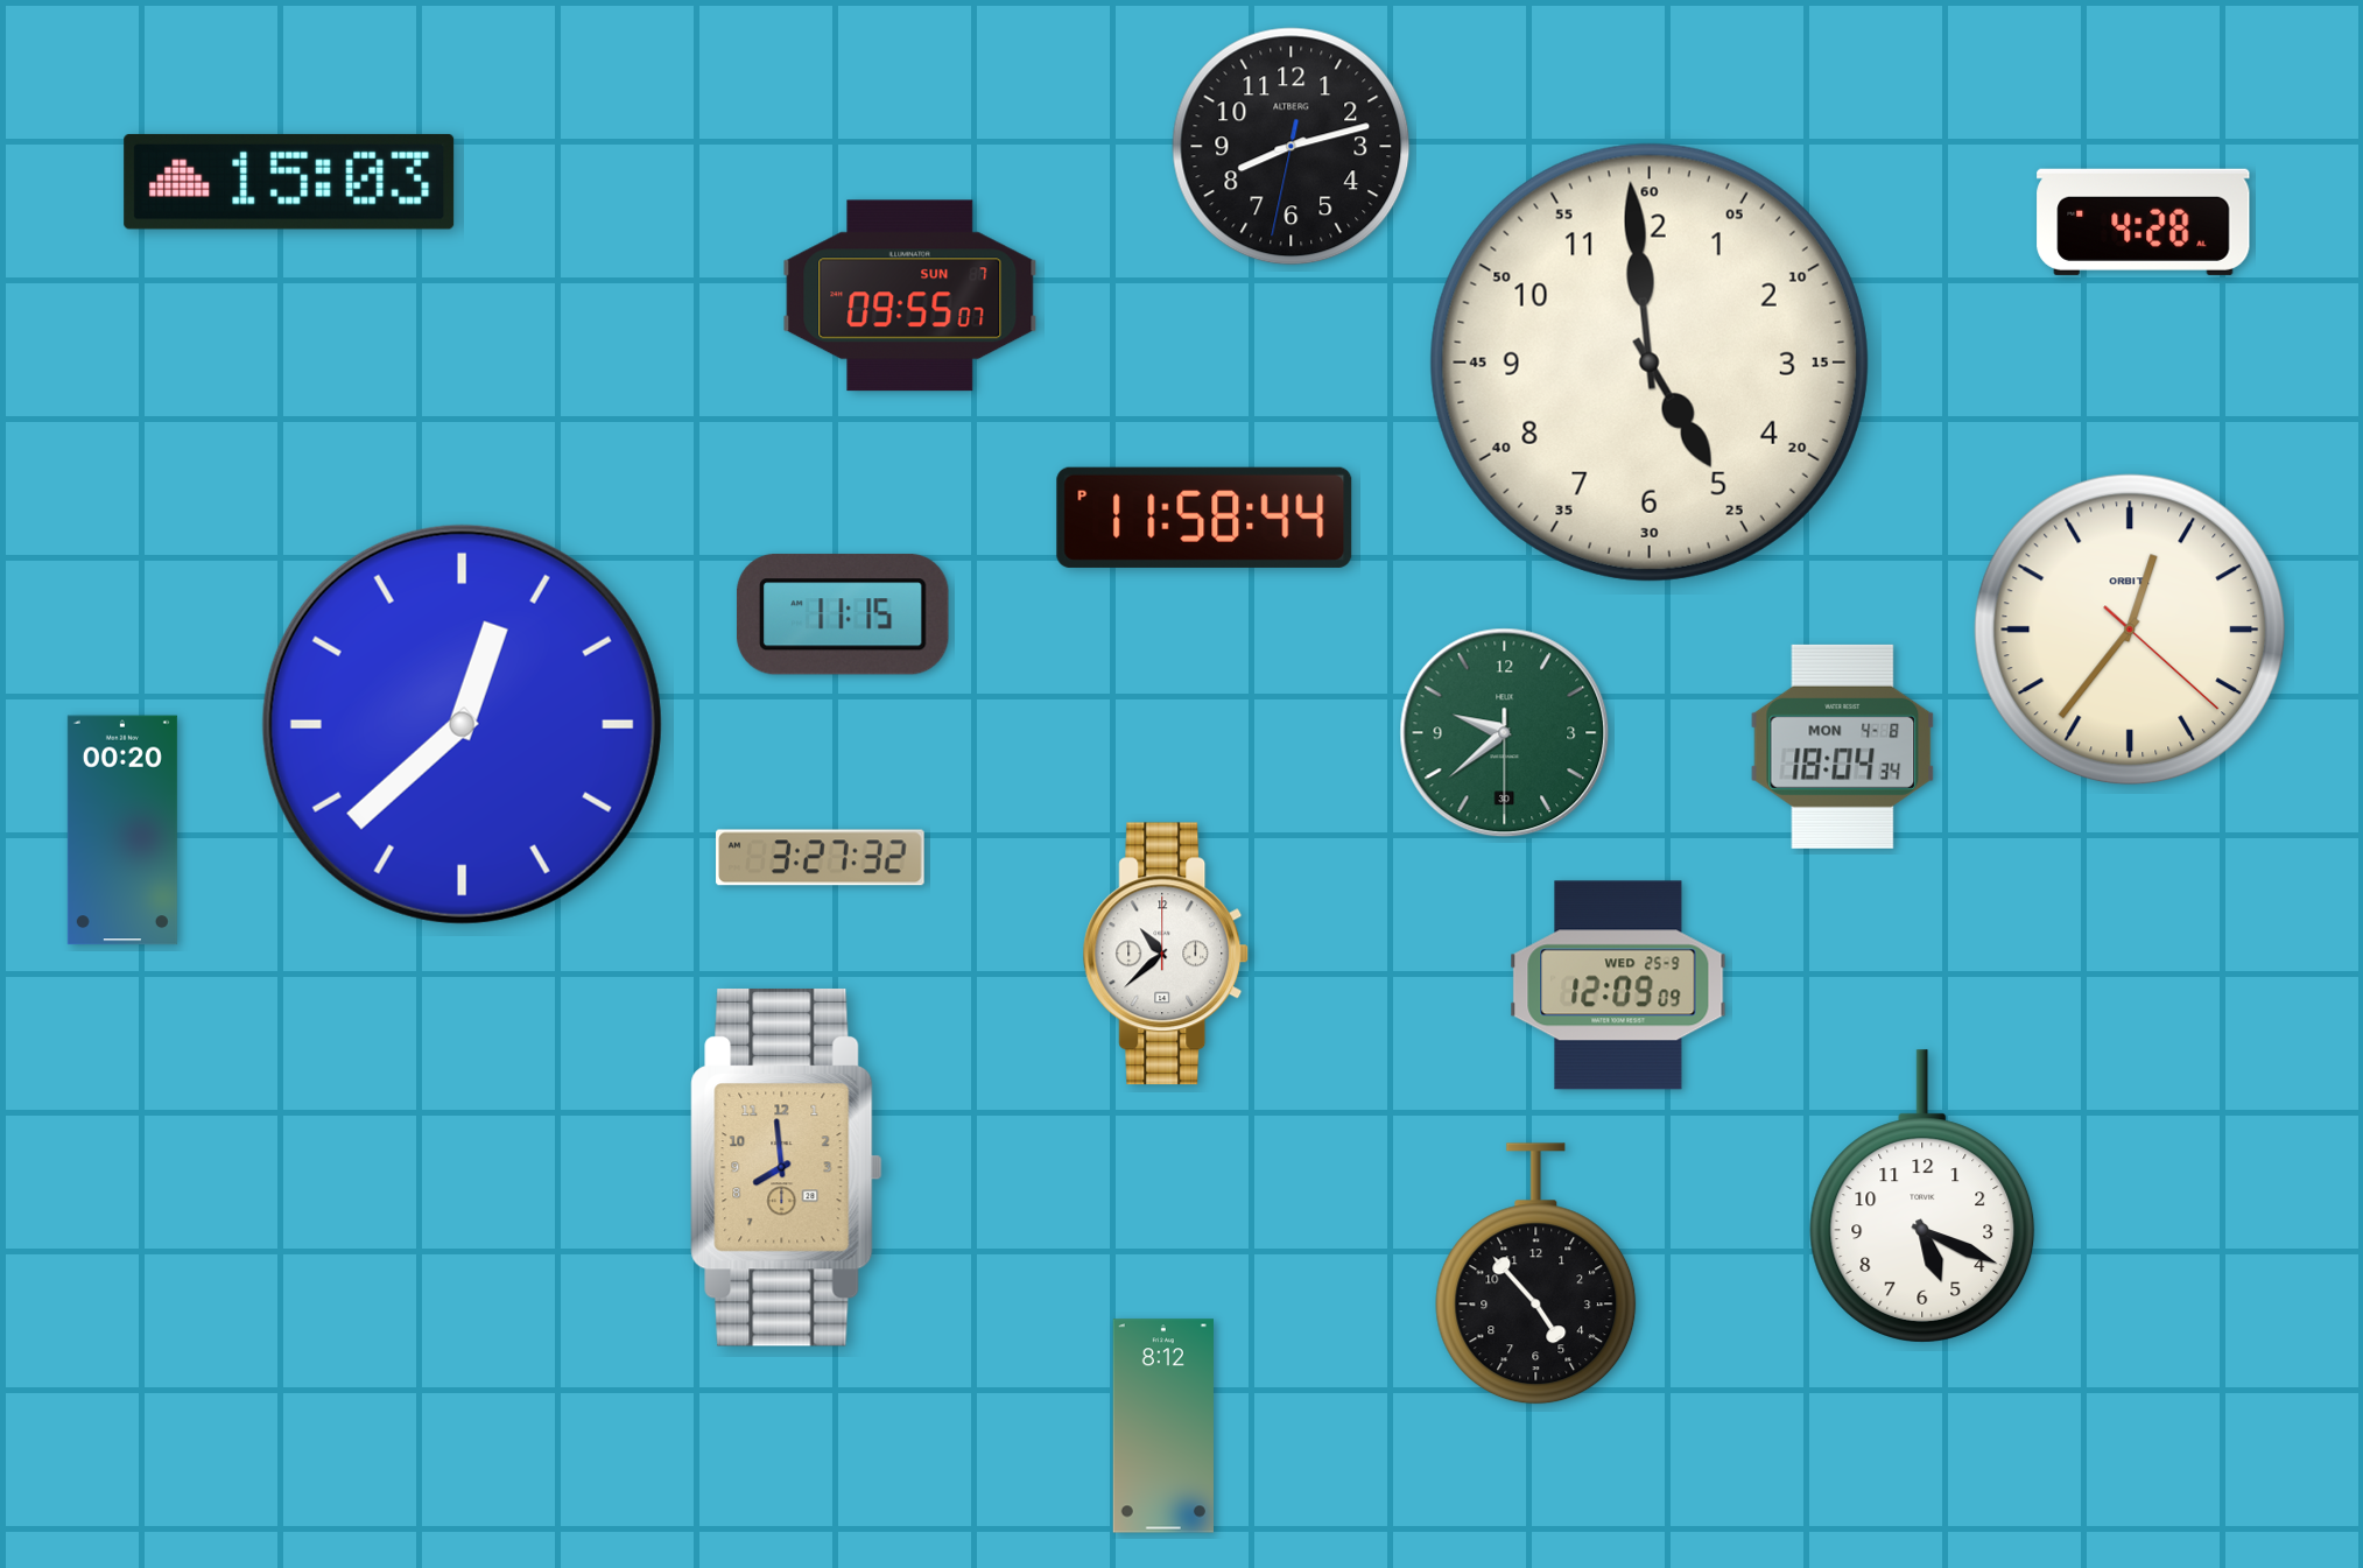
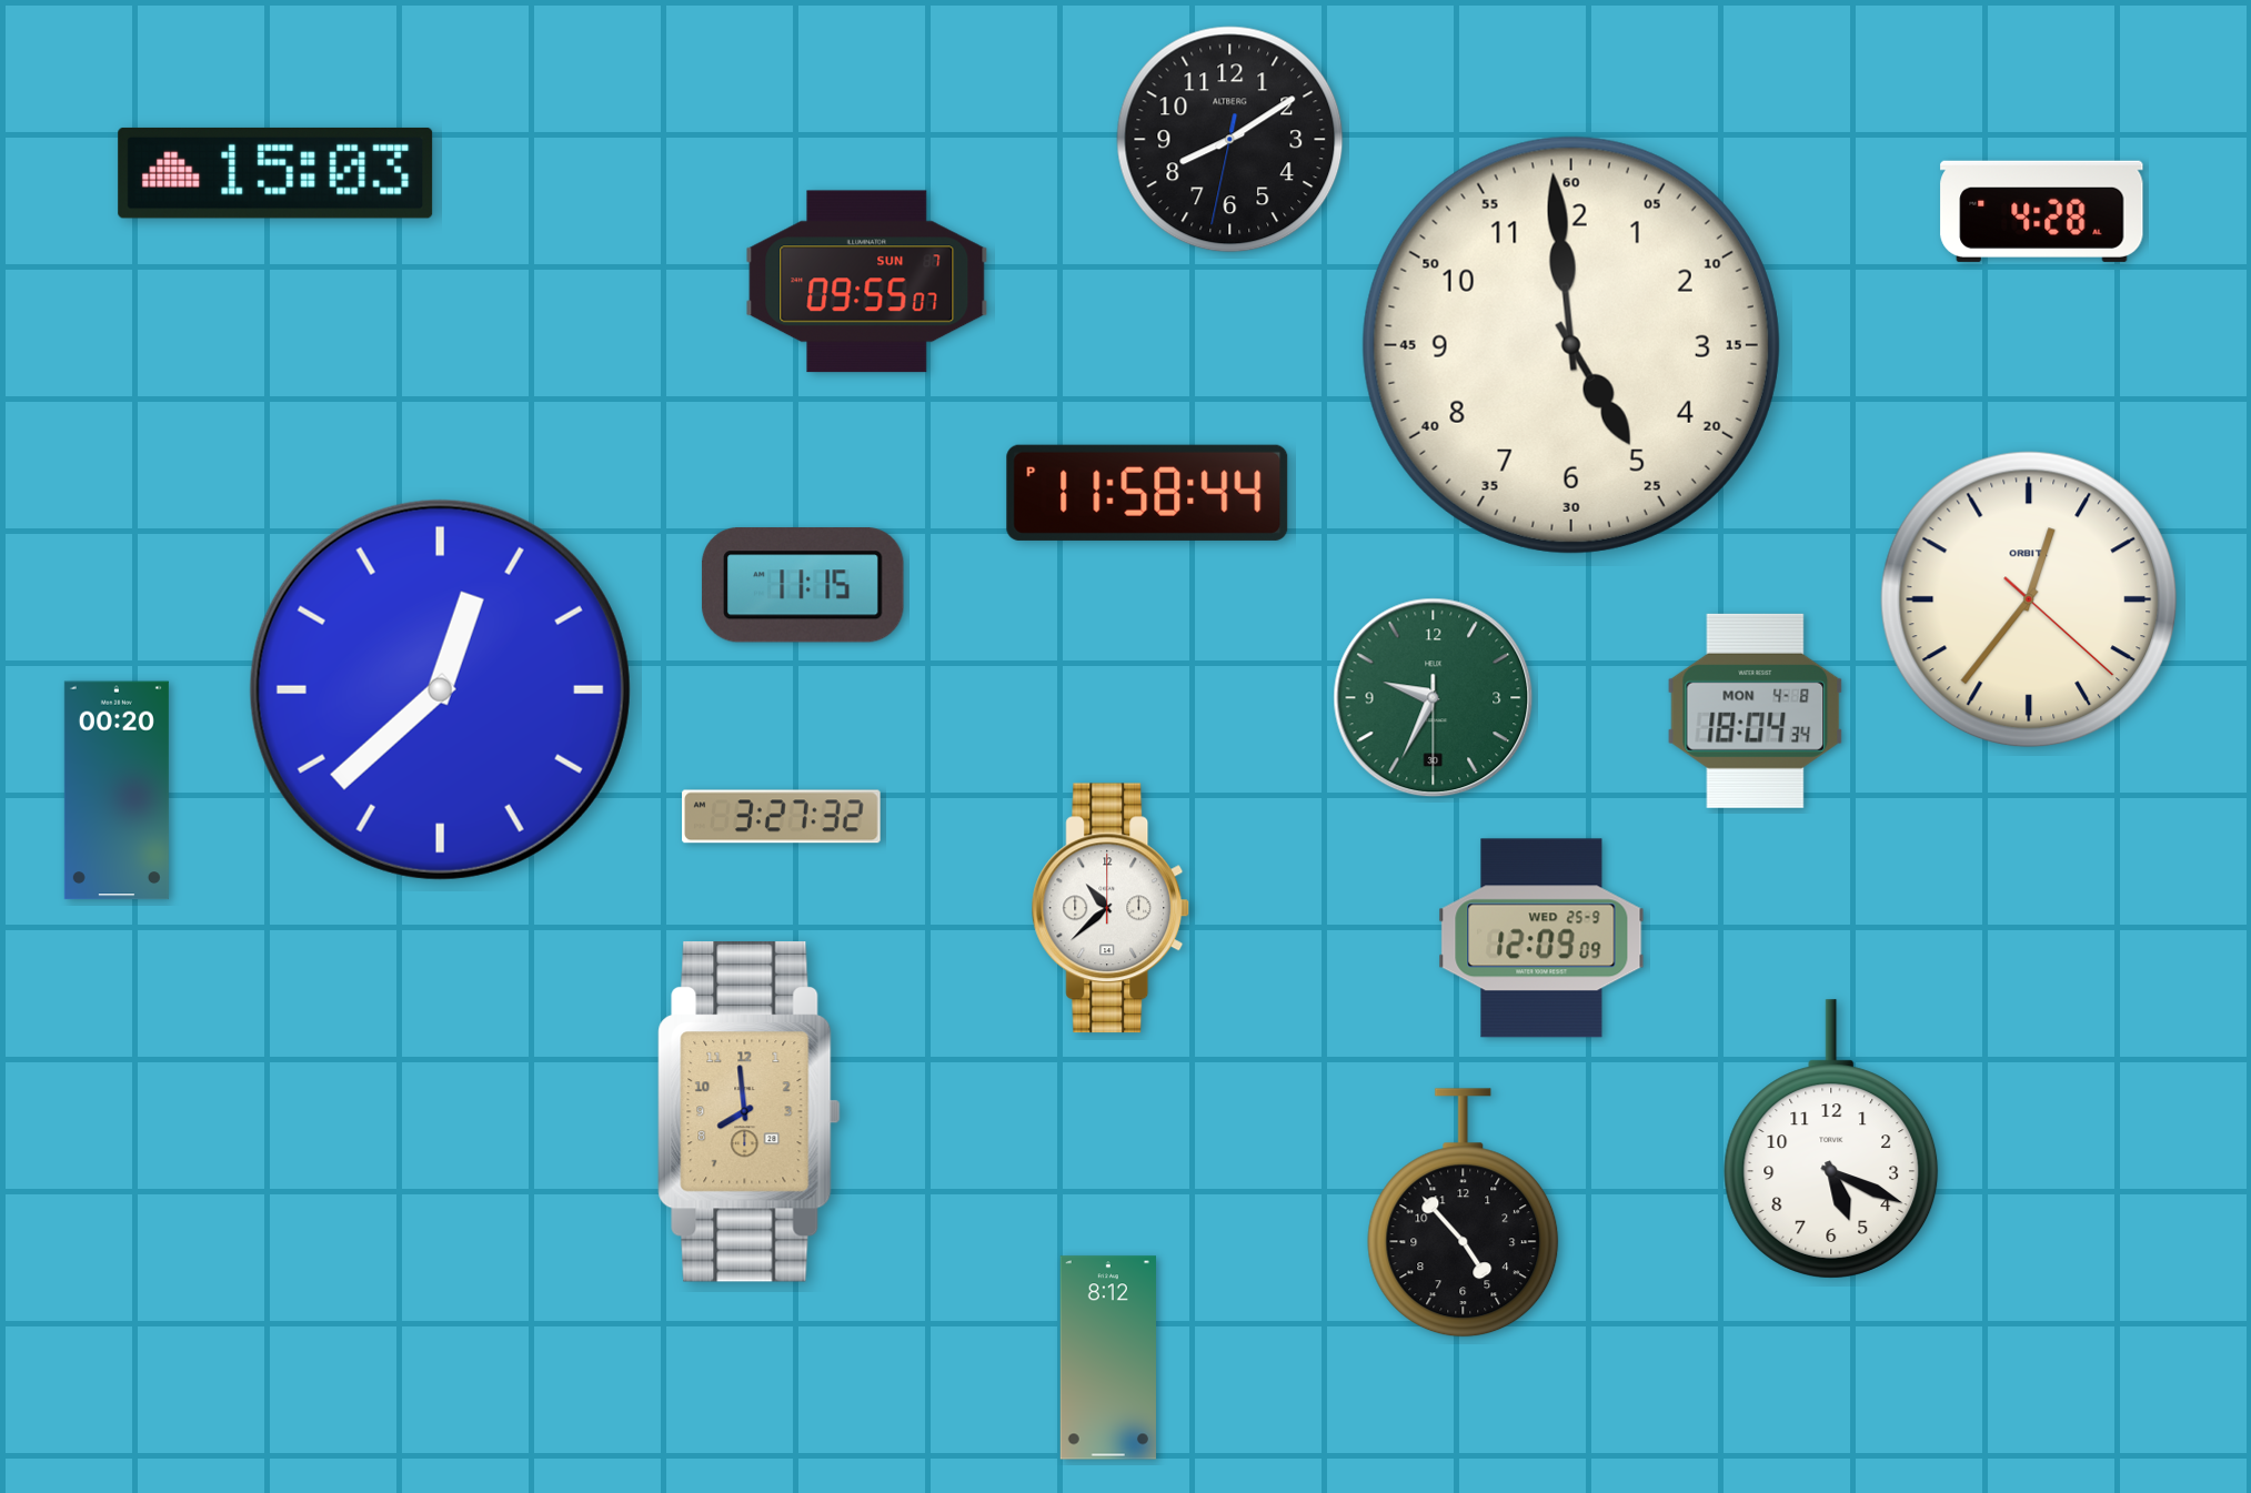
clock at (1292, 147): 8:12 -> 8:09
clock at (1505, 733): 9:38 -> 9:34
